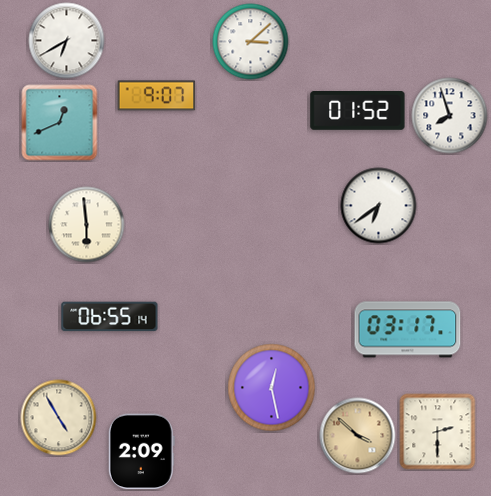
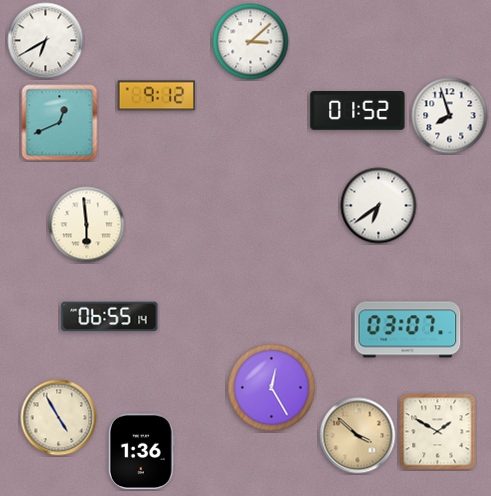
clock at (67, 41) position: (67, 41) -> (46, 41)
clock at (157, 96): 9:07 -> 9:12
clock at (408, 330): 03:17 -> 03:07
clock at (272, 388): 12:28 -> 12:25
clock at (438, 432): 2:30 -> 1:50
clock at (141, 452): 2:09 -> 1:36
